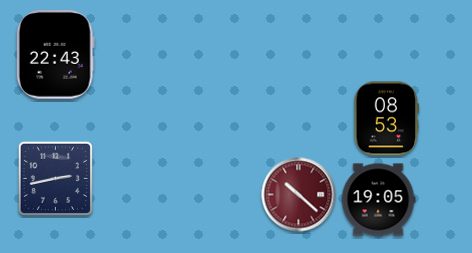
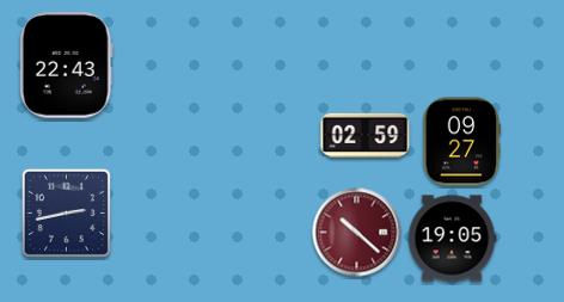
clock at (366, 135): none -> 02:59
clock at (387, 119): 08:53 -> 09:27
